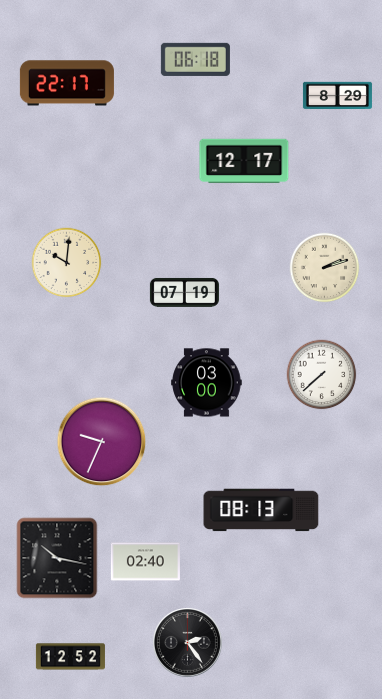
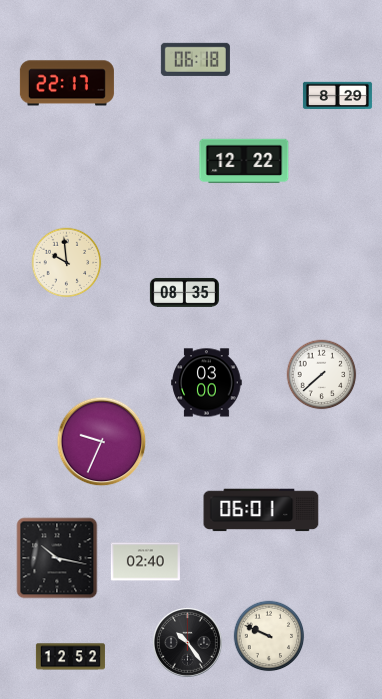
clock at (244, 161): 12:17 -> 12:22
clock at (67, 263): 10:01 -> 9:59
clock at (325, 268): 2:12 -> none
clock at (184, 293): 07:19 -> 08:35
clock at (261, 510): 08:13 -> 06:01
clock at (269, 636): none -> 9:49
clock at (188, 643): 2:24 -> 10:24
